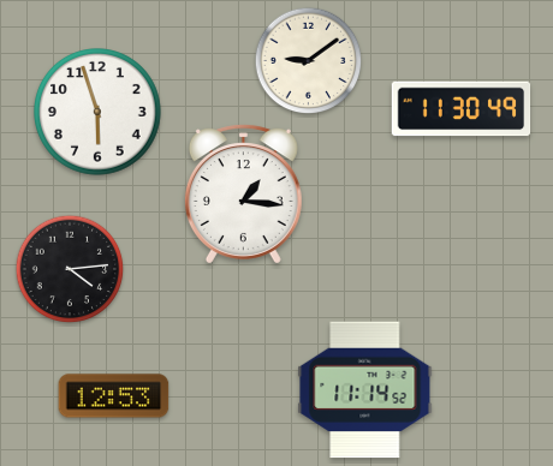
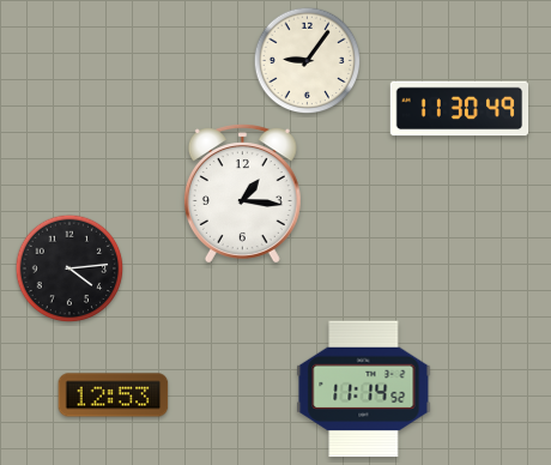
clock at (309, 61): 9:09 -> 9:06
clock at (99, 113): 5:57 -> none
